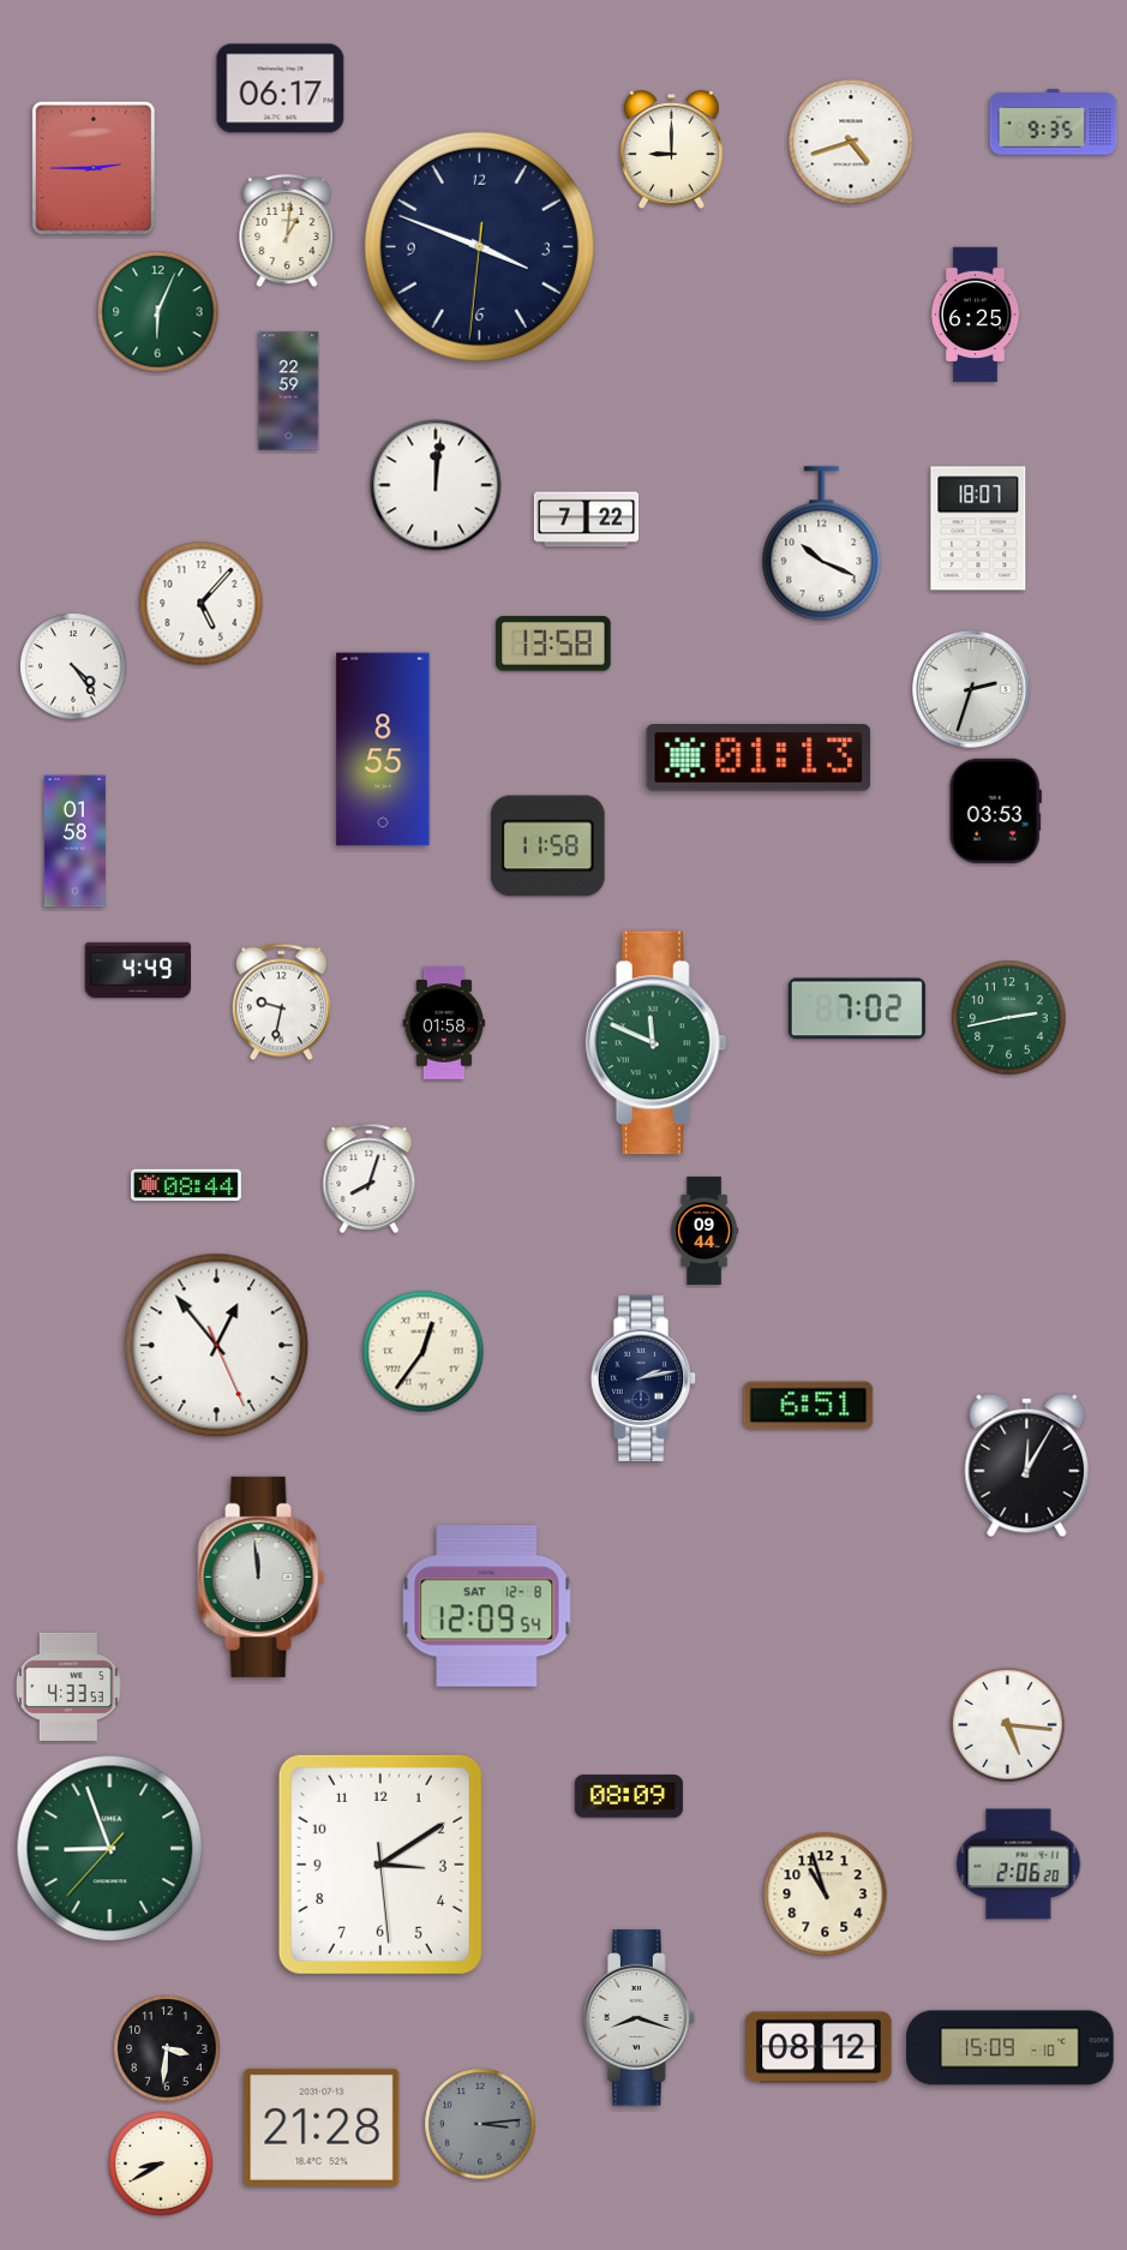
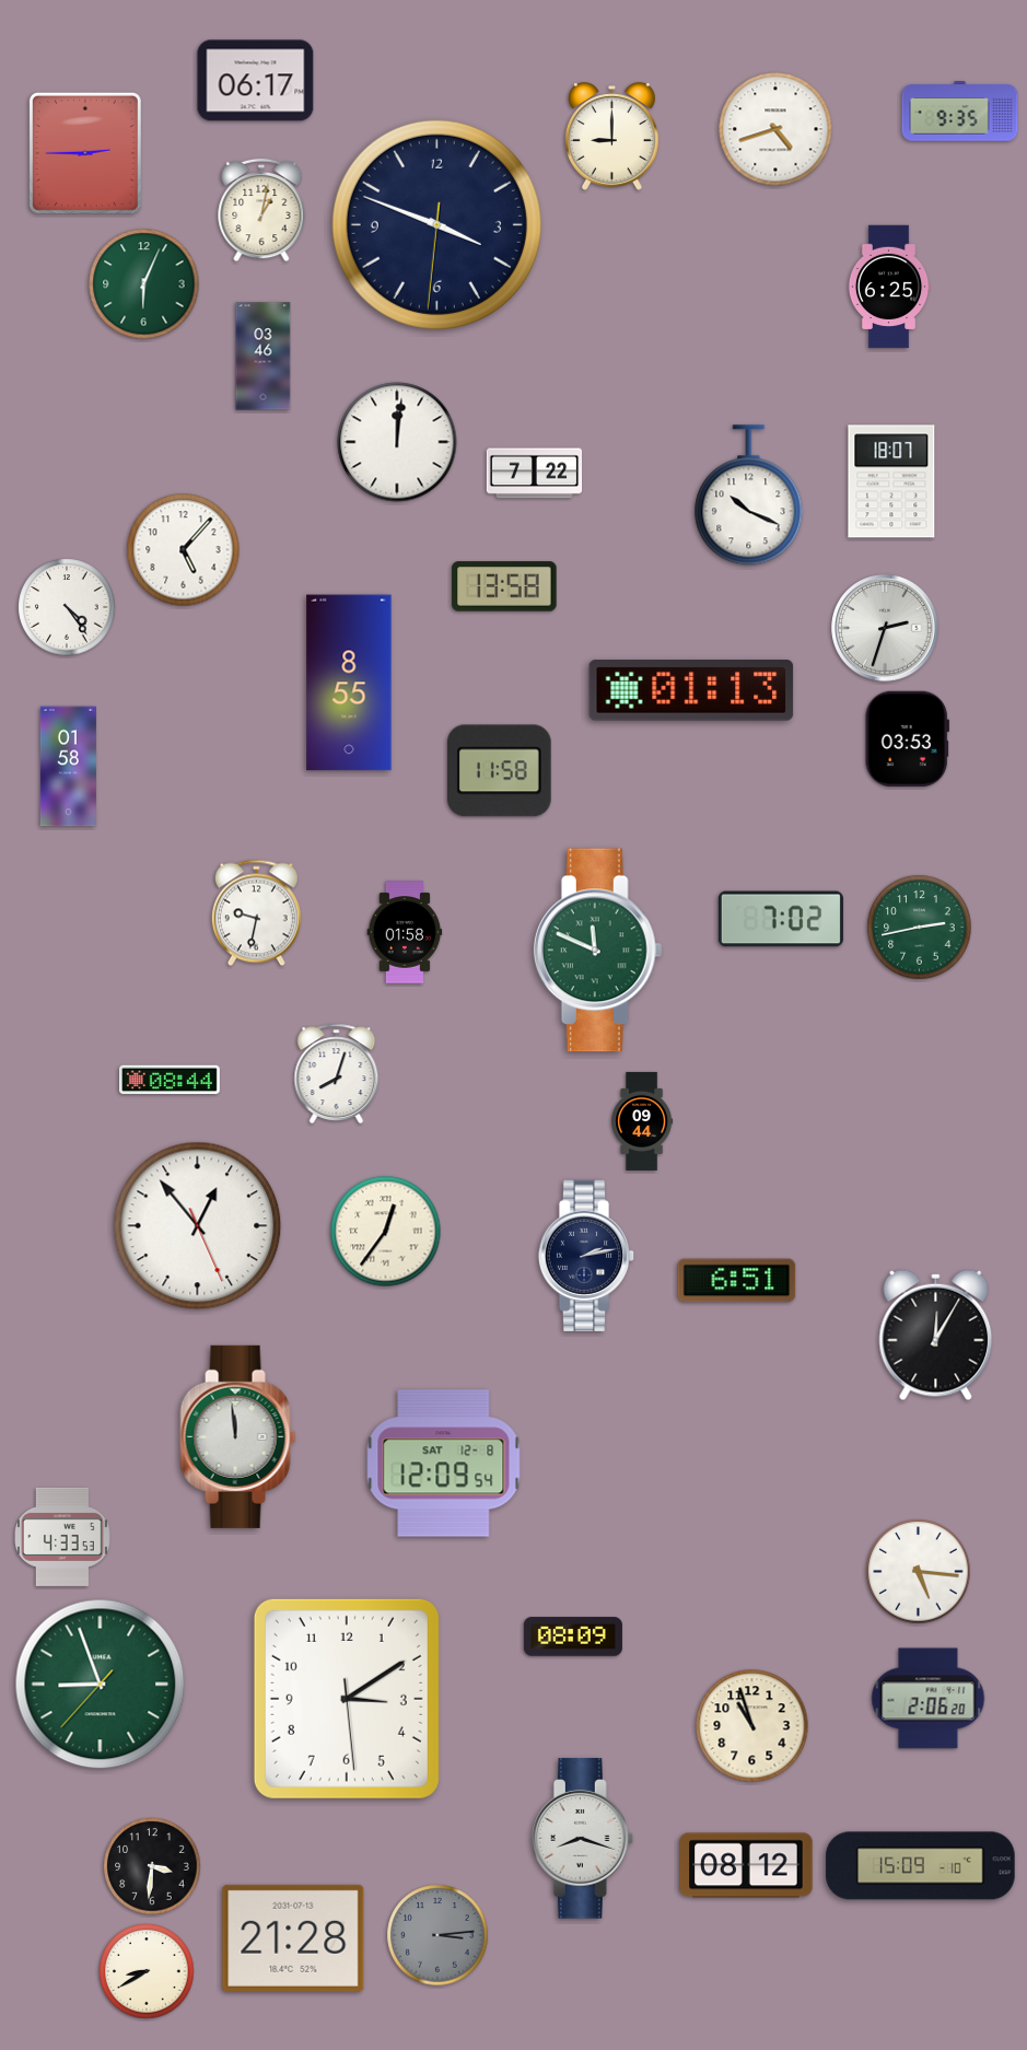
clock at (287, 231): 1:01 -> 1:02
clock at (289, 391): 22:59 -> 03:46
clock at (137, 970): 4:49 -> none
